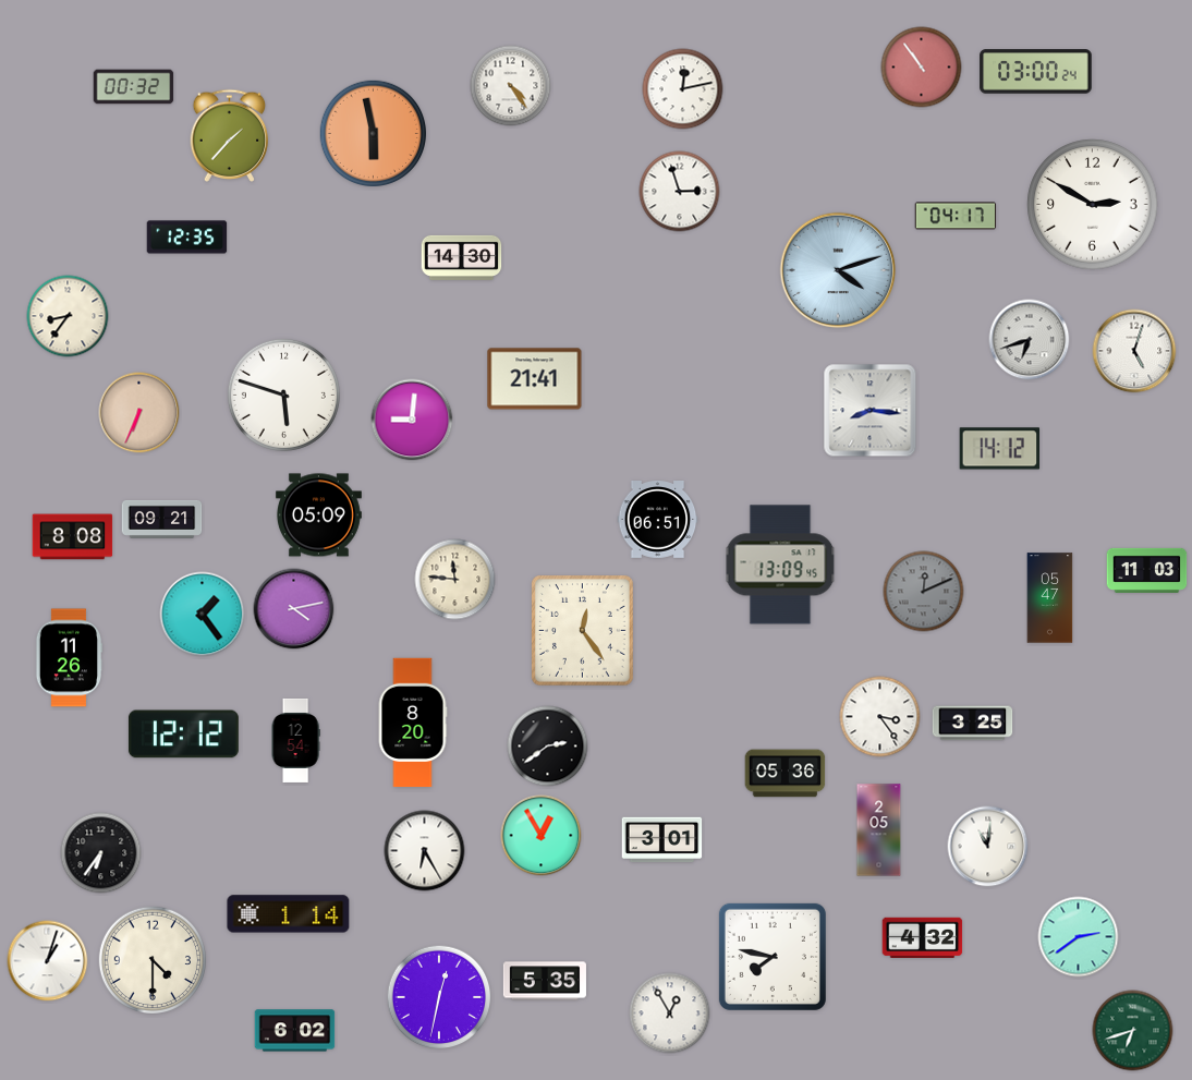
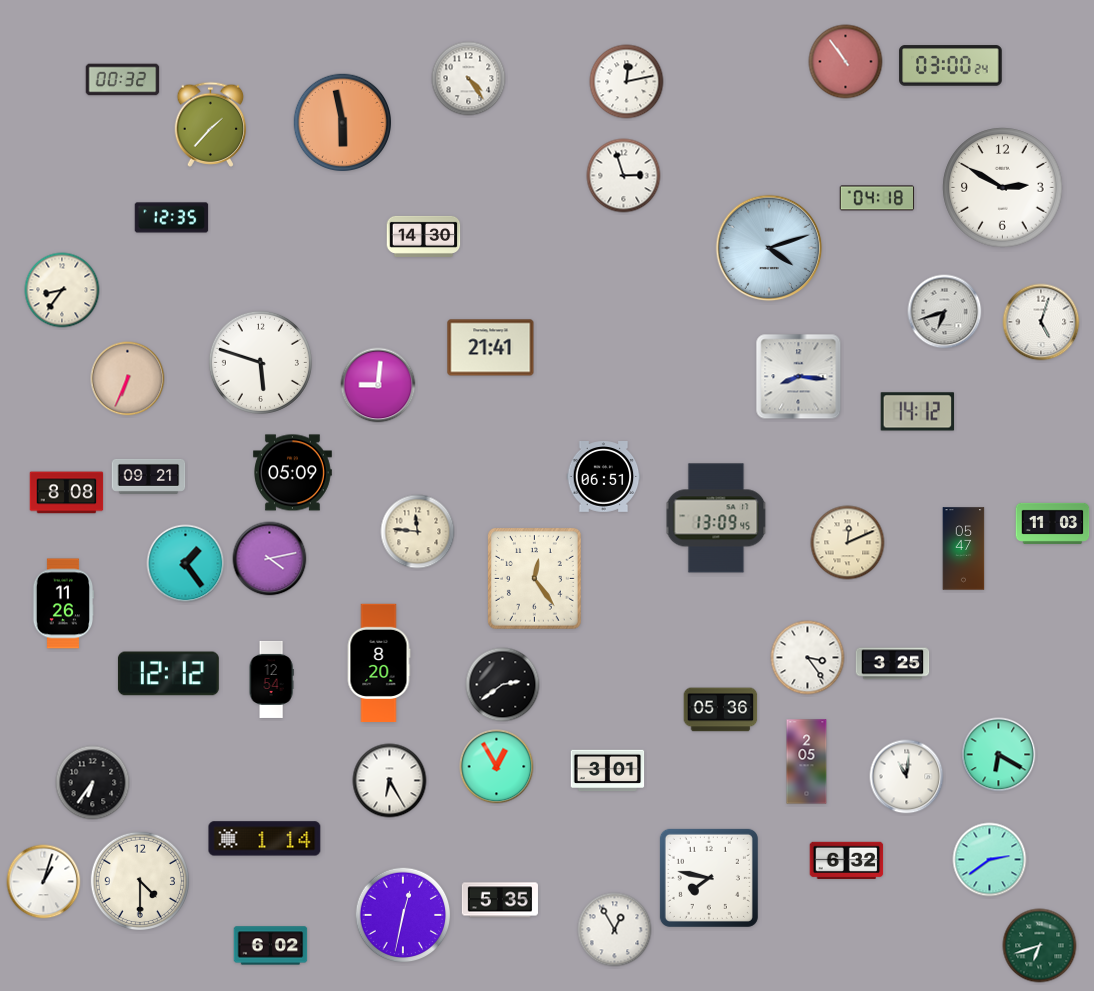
clock at (956, 216): 04:17 -> 04:18
clock at (924, 592) dial: grey -> cream
clock at (999, 755): none -> 6:20
clock at (923, 937): 4:32 -> 6:32
